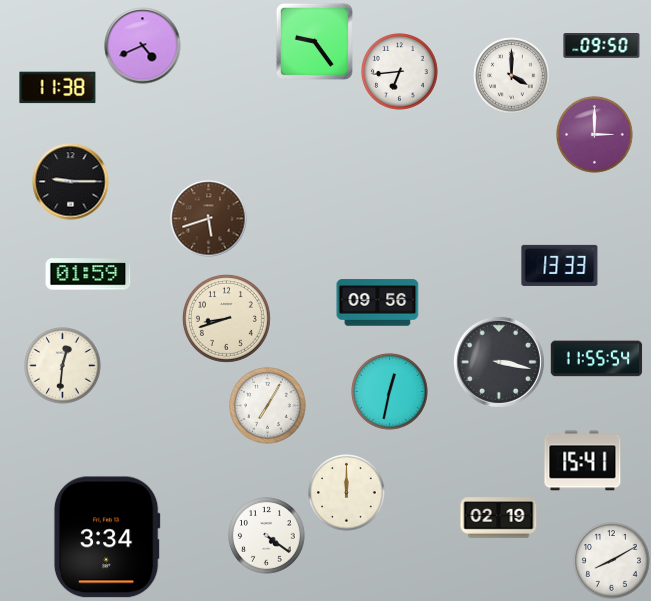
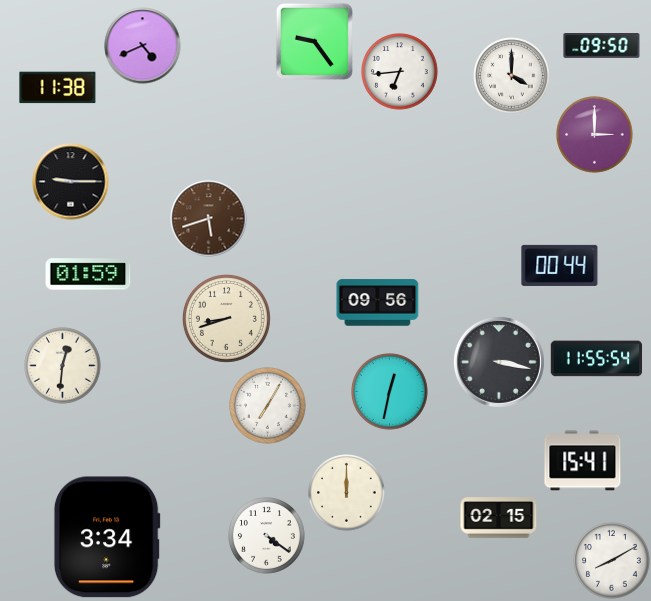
clock at (560, 265): 13:33 -> 00:44
clock at (499, 518): 02:19 -> 02:15
